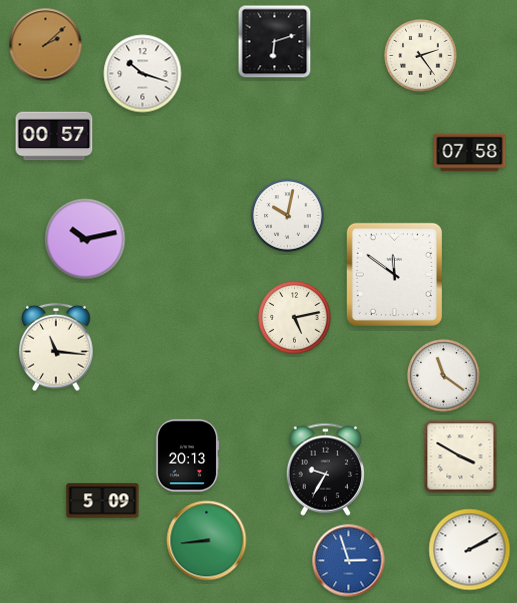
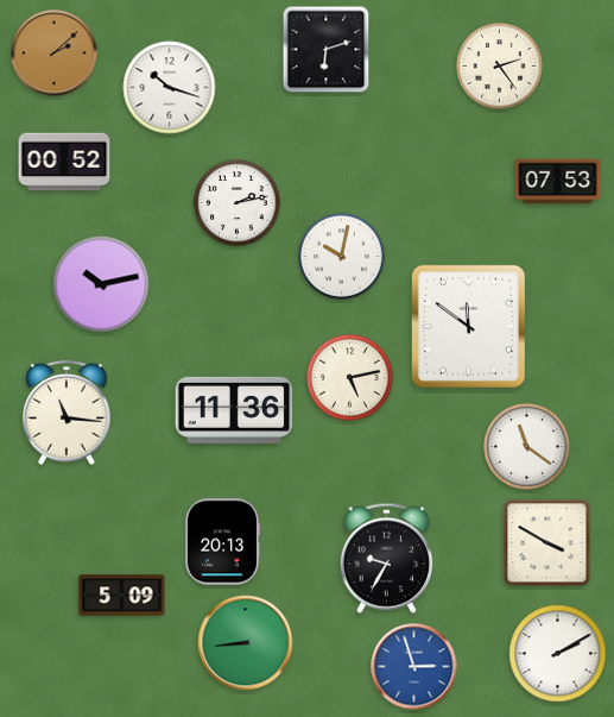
clock at (54, 136): 00:57 -> 00:52
clock at (470, 153): 07:58 -> 07:53
clock at (238, 203): none -> 2:13
clock at (234, 410): none -> 11:36
